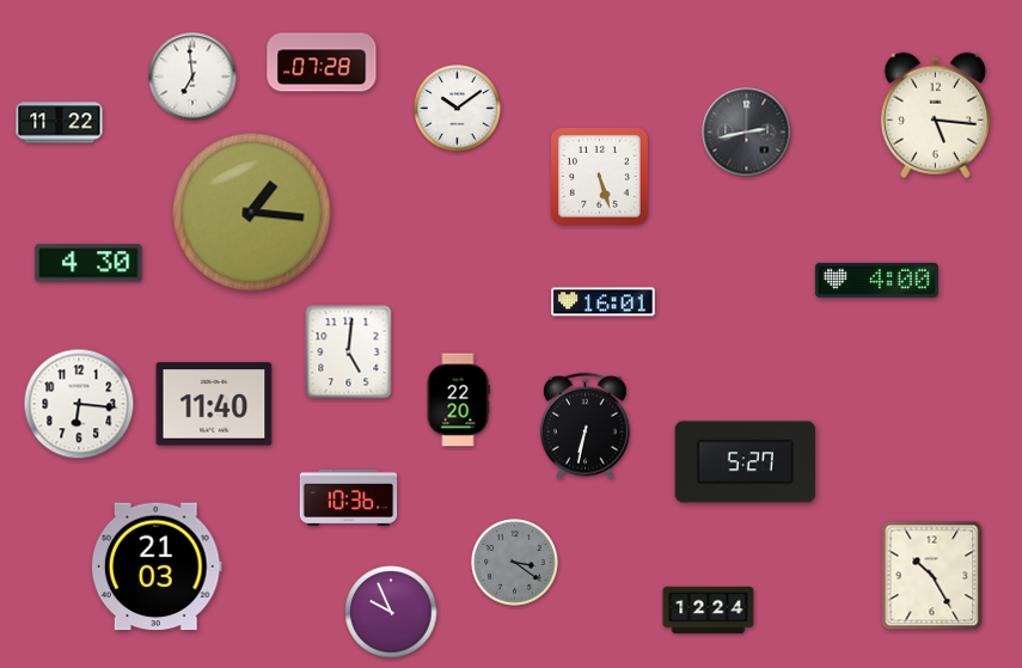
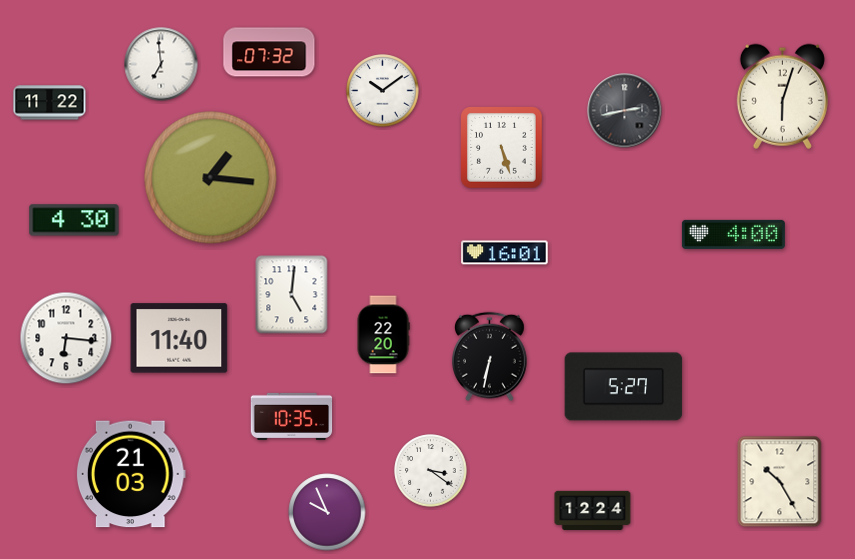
clock at (322, 62): 07:28 -> 07:32
clock at (935, 115): 5:16 -> 6:03
clock at (349, 497): 10:36 -> 10:35
clock at (515, 563) dial: grey -> white
